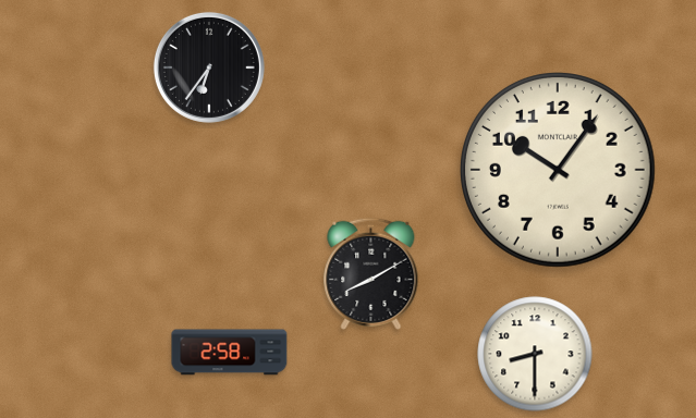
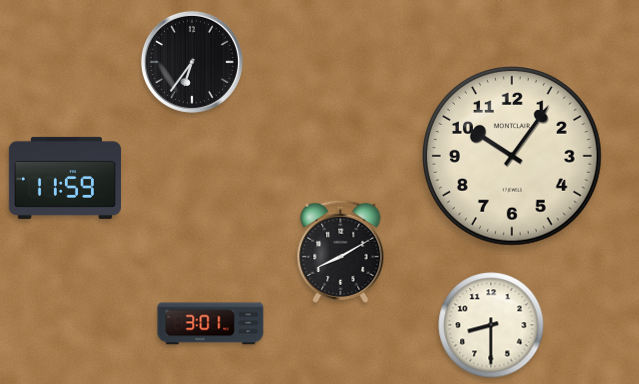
clock at (65, 178): none -> 11:59
clock at (230, 353): 2:58 -> 3:01
